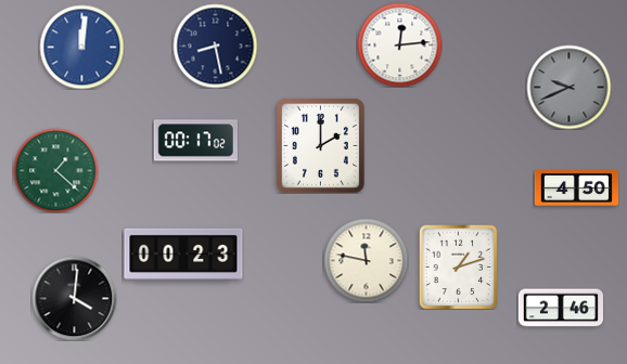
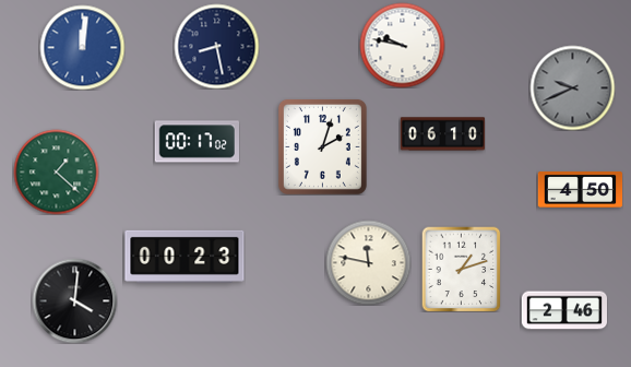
clock at (399, 44): 12:14 -> 9:47
clock at (442, 134): none -> 06:10
clock at (320, 145): 2:00 -> 2:03
